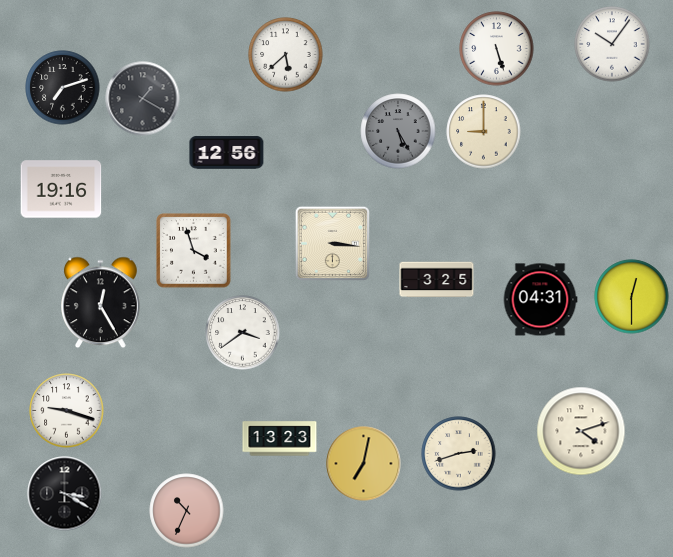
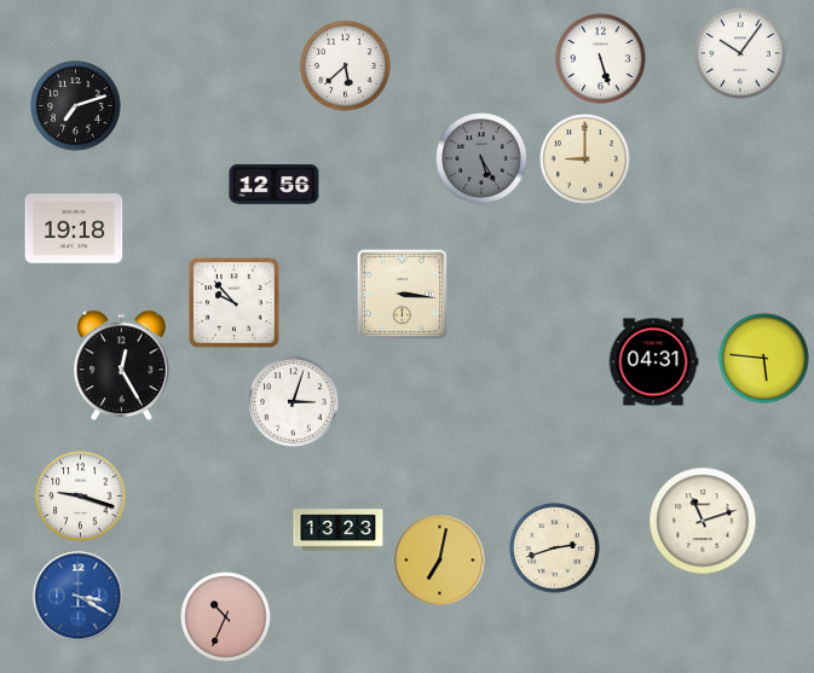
clock at (143, 99): 1:20 -> none
clock at (61, 189): 19:16 -> 19:18
clock at (194, 251): 3:57 -> 9:53
clock at (437, 280): 3:25 -> none
clock at (632, 297): 12:30 -> 5:46
clock at (243, 333): 3:39 -> 3:03
clock at (581, 431): 4:12 -> 11:12
clock at (65, 494) dial: black -> blue
